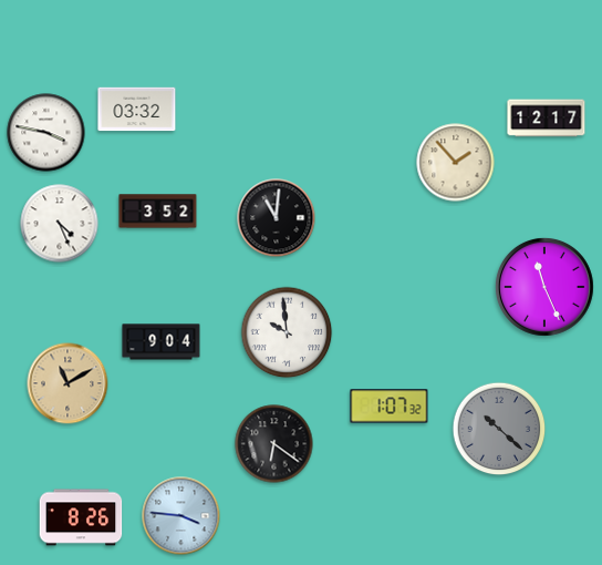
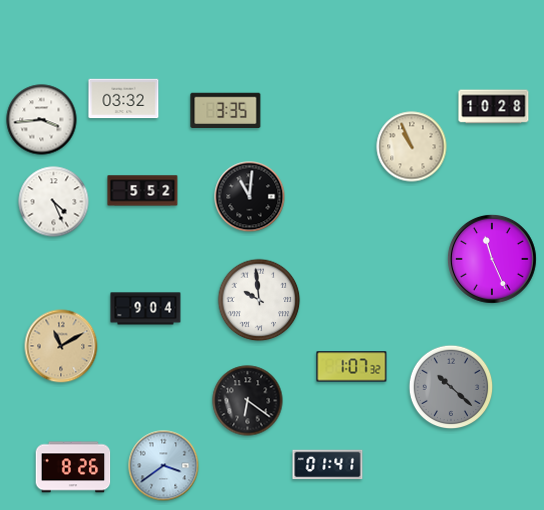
clock at (547, 119): 12:17 -> 10:28
clock at (226, 110): none -> 3:35
clock at (46, 133): 3:47 -> 3:44
clock at (456, 163): 1:53 -> 10:56
clock at (158, 212): 3:52 -> 5:52
clock at (328, 465): none -> 01:41
clock at (181, 516): 3:46 -> 3:39
